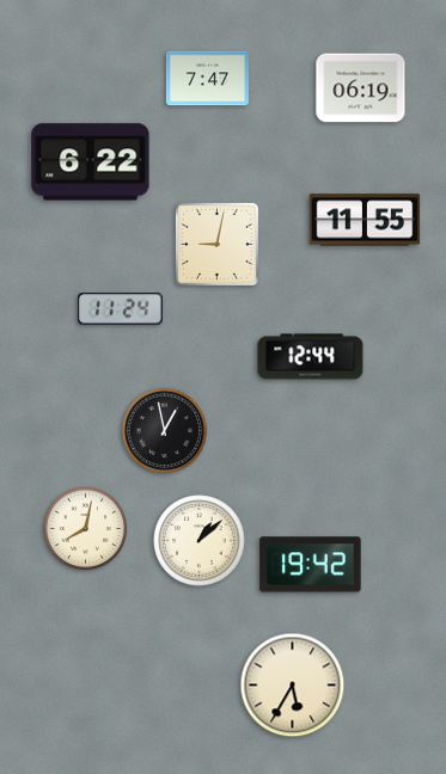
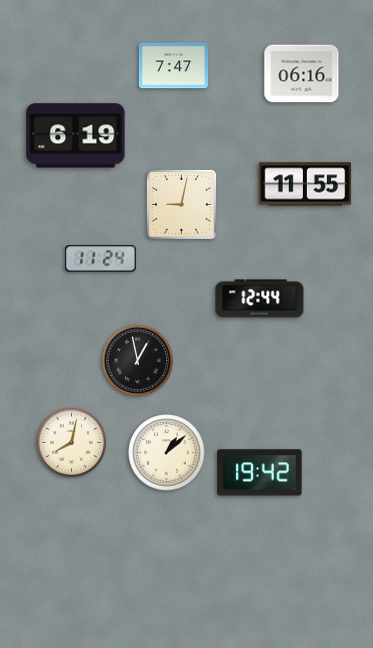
clock at (361, 88): 06:19 -> 06:16
clock at (91, 162): 6:22 -> 6:19
clock at (293, 686): 5:35 -> none
